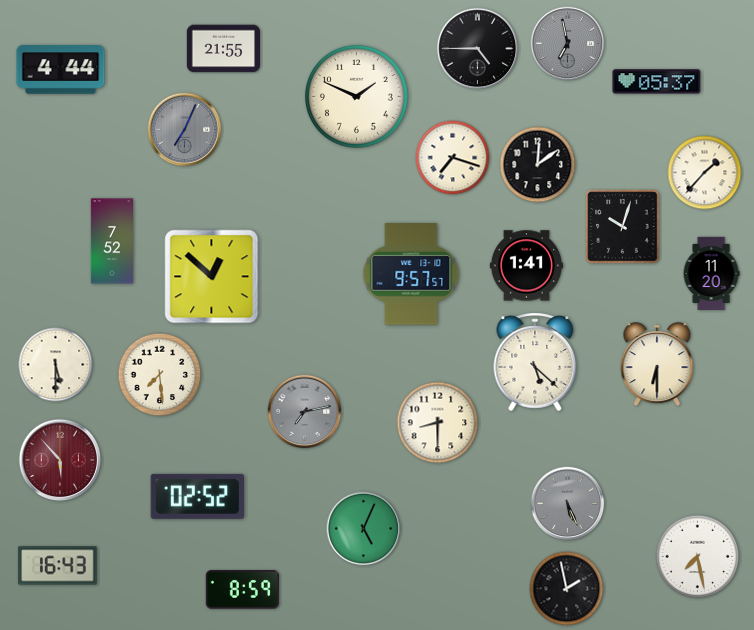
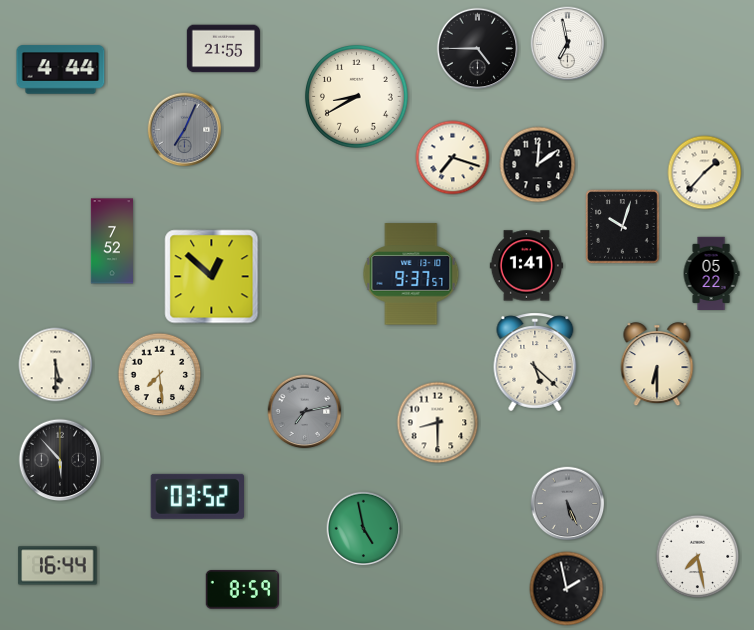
clock at (568, 44) dial: grey -> white
clock at (657, 82): 05:37 -> none
clock at (356, 96): 1:49 -> 8:40
clock at (411, 274): 9:57 -> 9:37
clock at (711, 274): 11:20 -> 05:22
clock at (60, 460) dial: burgundy -> black
clock at (197, 496): 02:52 -> 03:52
clock at (364, 529): 5:04 -> 4:58
clock at (58, 566): 16:43 -> 16:44
